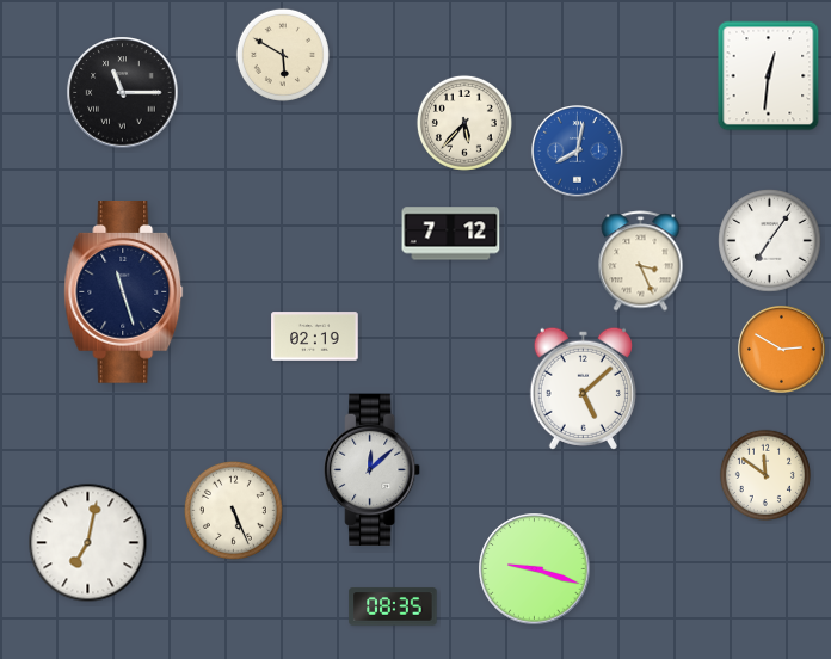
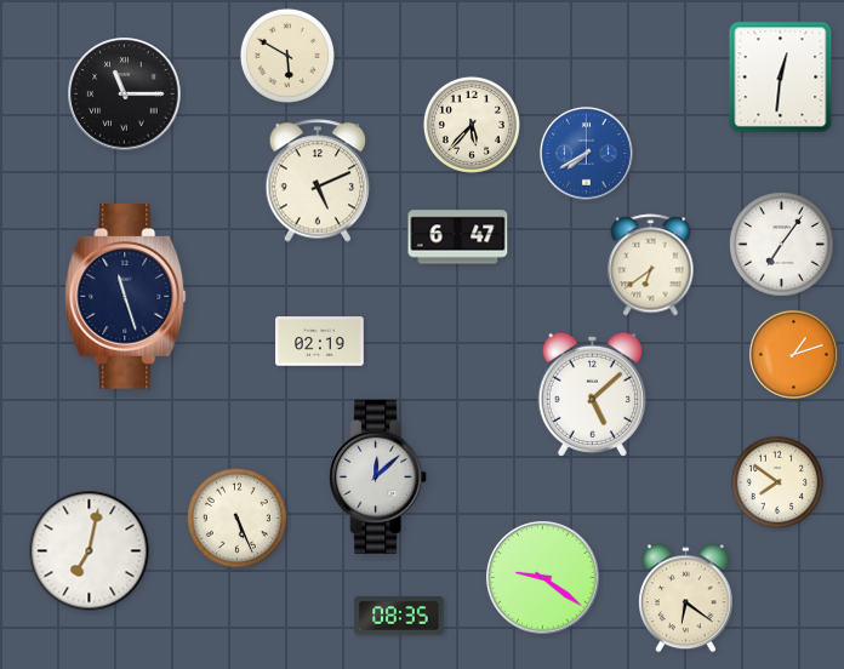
clock at (578, 152): 8:02 -> 7:40
clock at (318, 181): none -> 5:11
clock at (451, 234): 7:12 -> 6:47
clock at (641, 261): 3:26 -> 6:39
clock at (782, 350): 2:50 -> 1:12
clock at (765, 475): 11:51 -> 7:51
clock at (535, 569): 9:18 -> 9:21
clock at (686, 599): none -> 6:21
